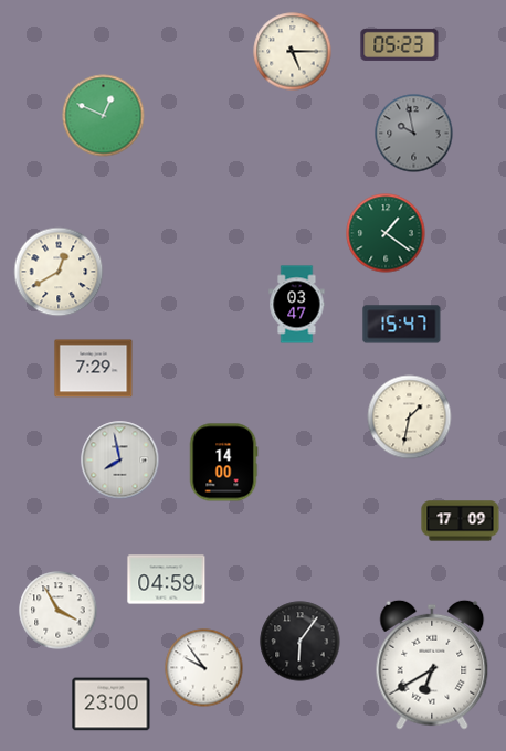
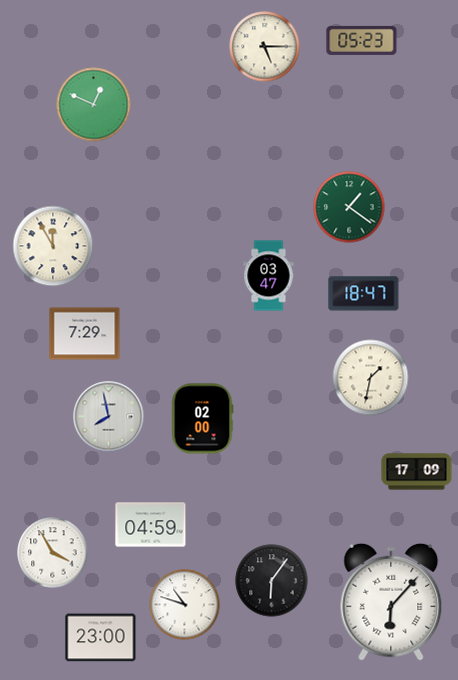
clock at (414, 134): 9:58 -> none
clock at (386, 233) position: (386, 233) -> (349, 207)
clock at (59, 272): 12:40 -> 11:55
clock at (402, 325): 15:47 -> 18:47
clock at (223, 463): 14:00 -> 02:00
clock at (432, 665): 6:40 -> 6:07
clock at (204, 668): 9:54 -> 10:48
